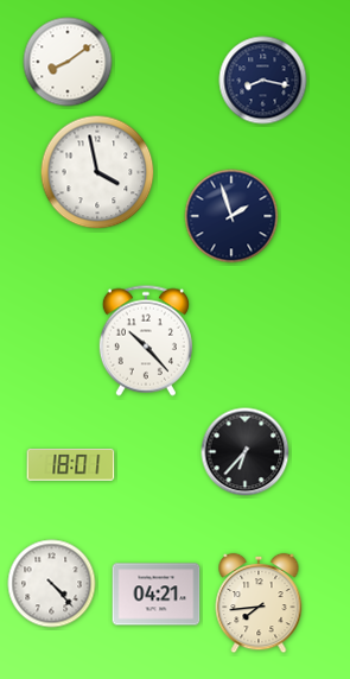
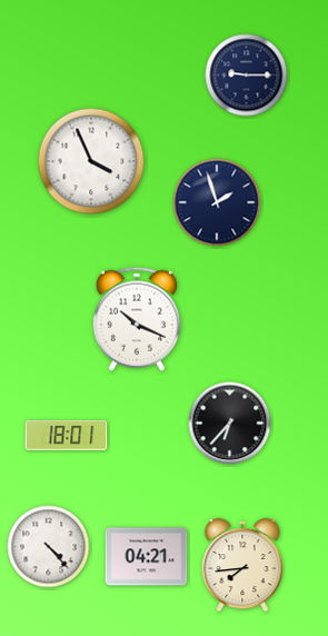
clock at (68, 62): 8:09 -> none
clock at (263, 81): 8:17 -> 9:15
clock at (97, 172): 3:58 -> 3:56
clock at (146, 341): 10:23 -> 10:19
